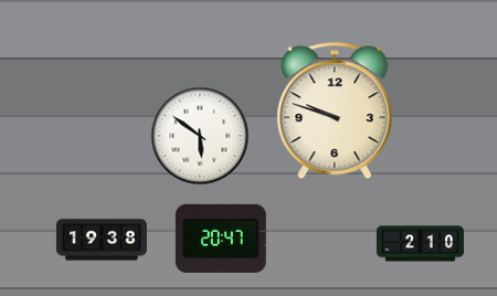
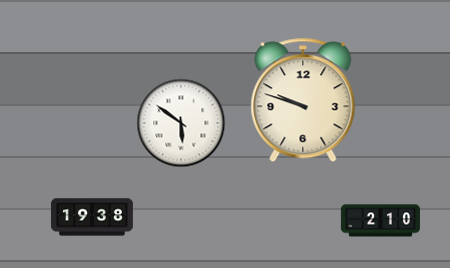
clock at (221, 239): 20:47 -> none
